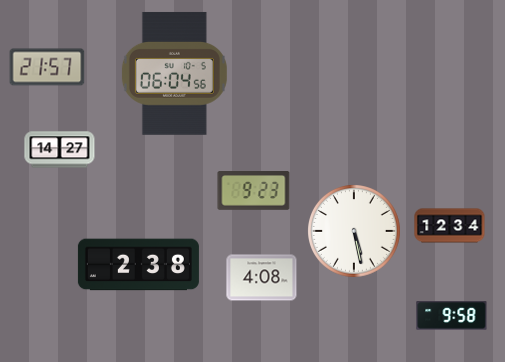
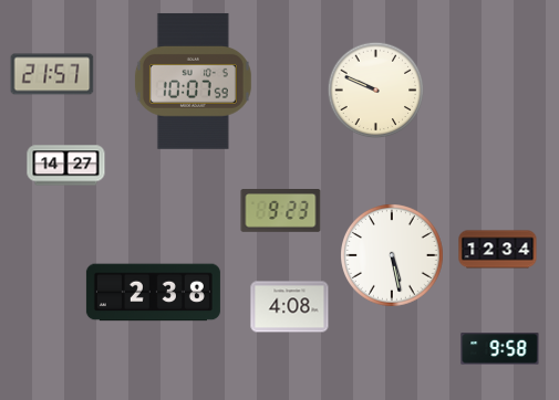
clock at (174, 73): 06:04 -> 10:07
clock at (376, 91): none -> 9:49
